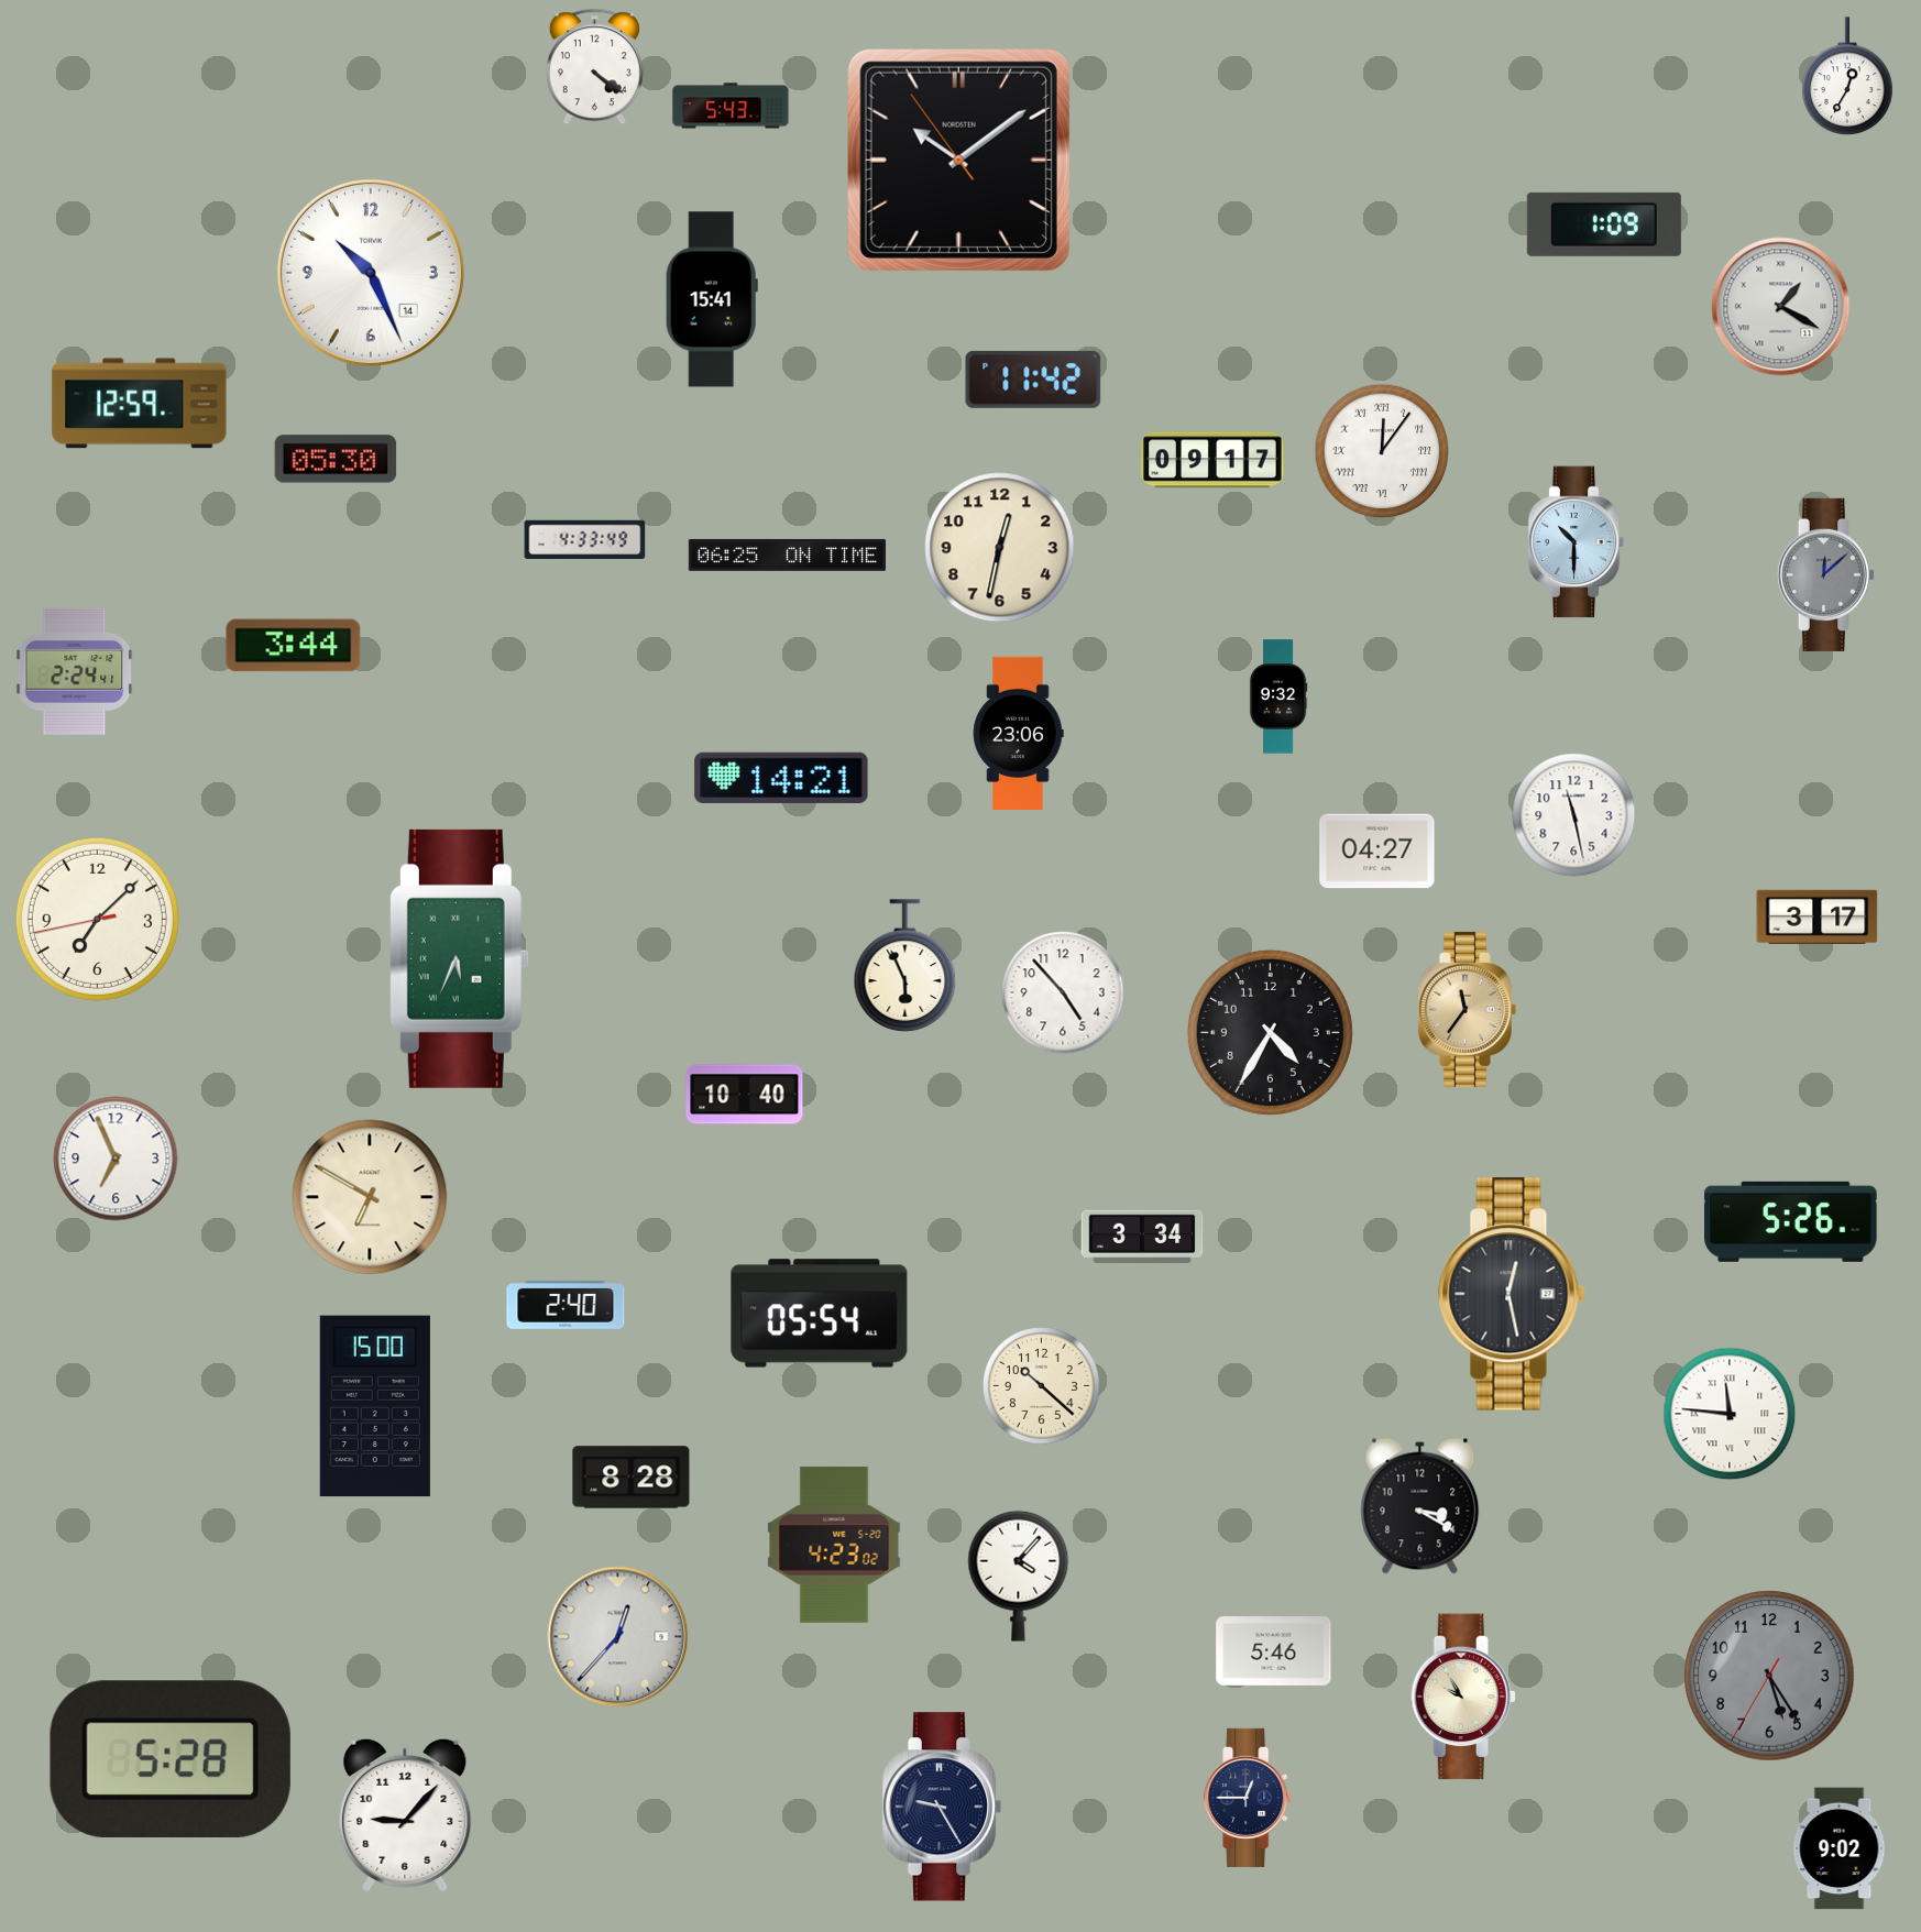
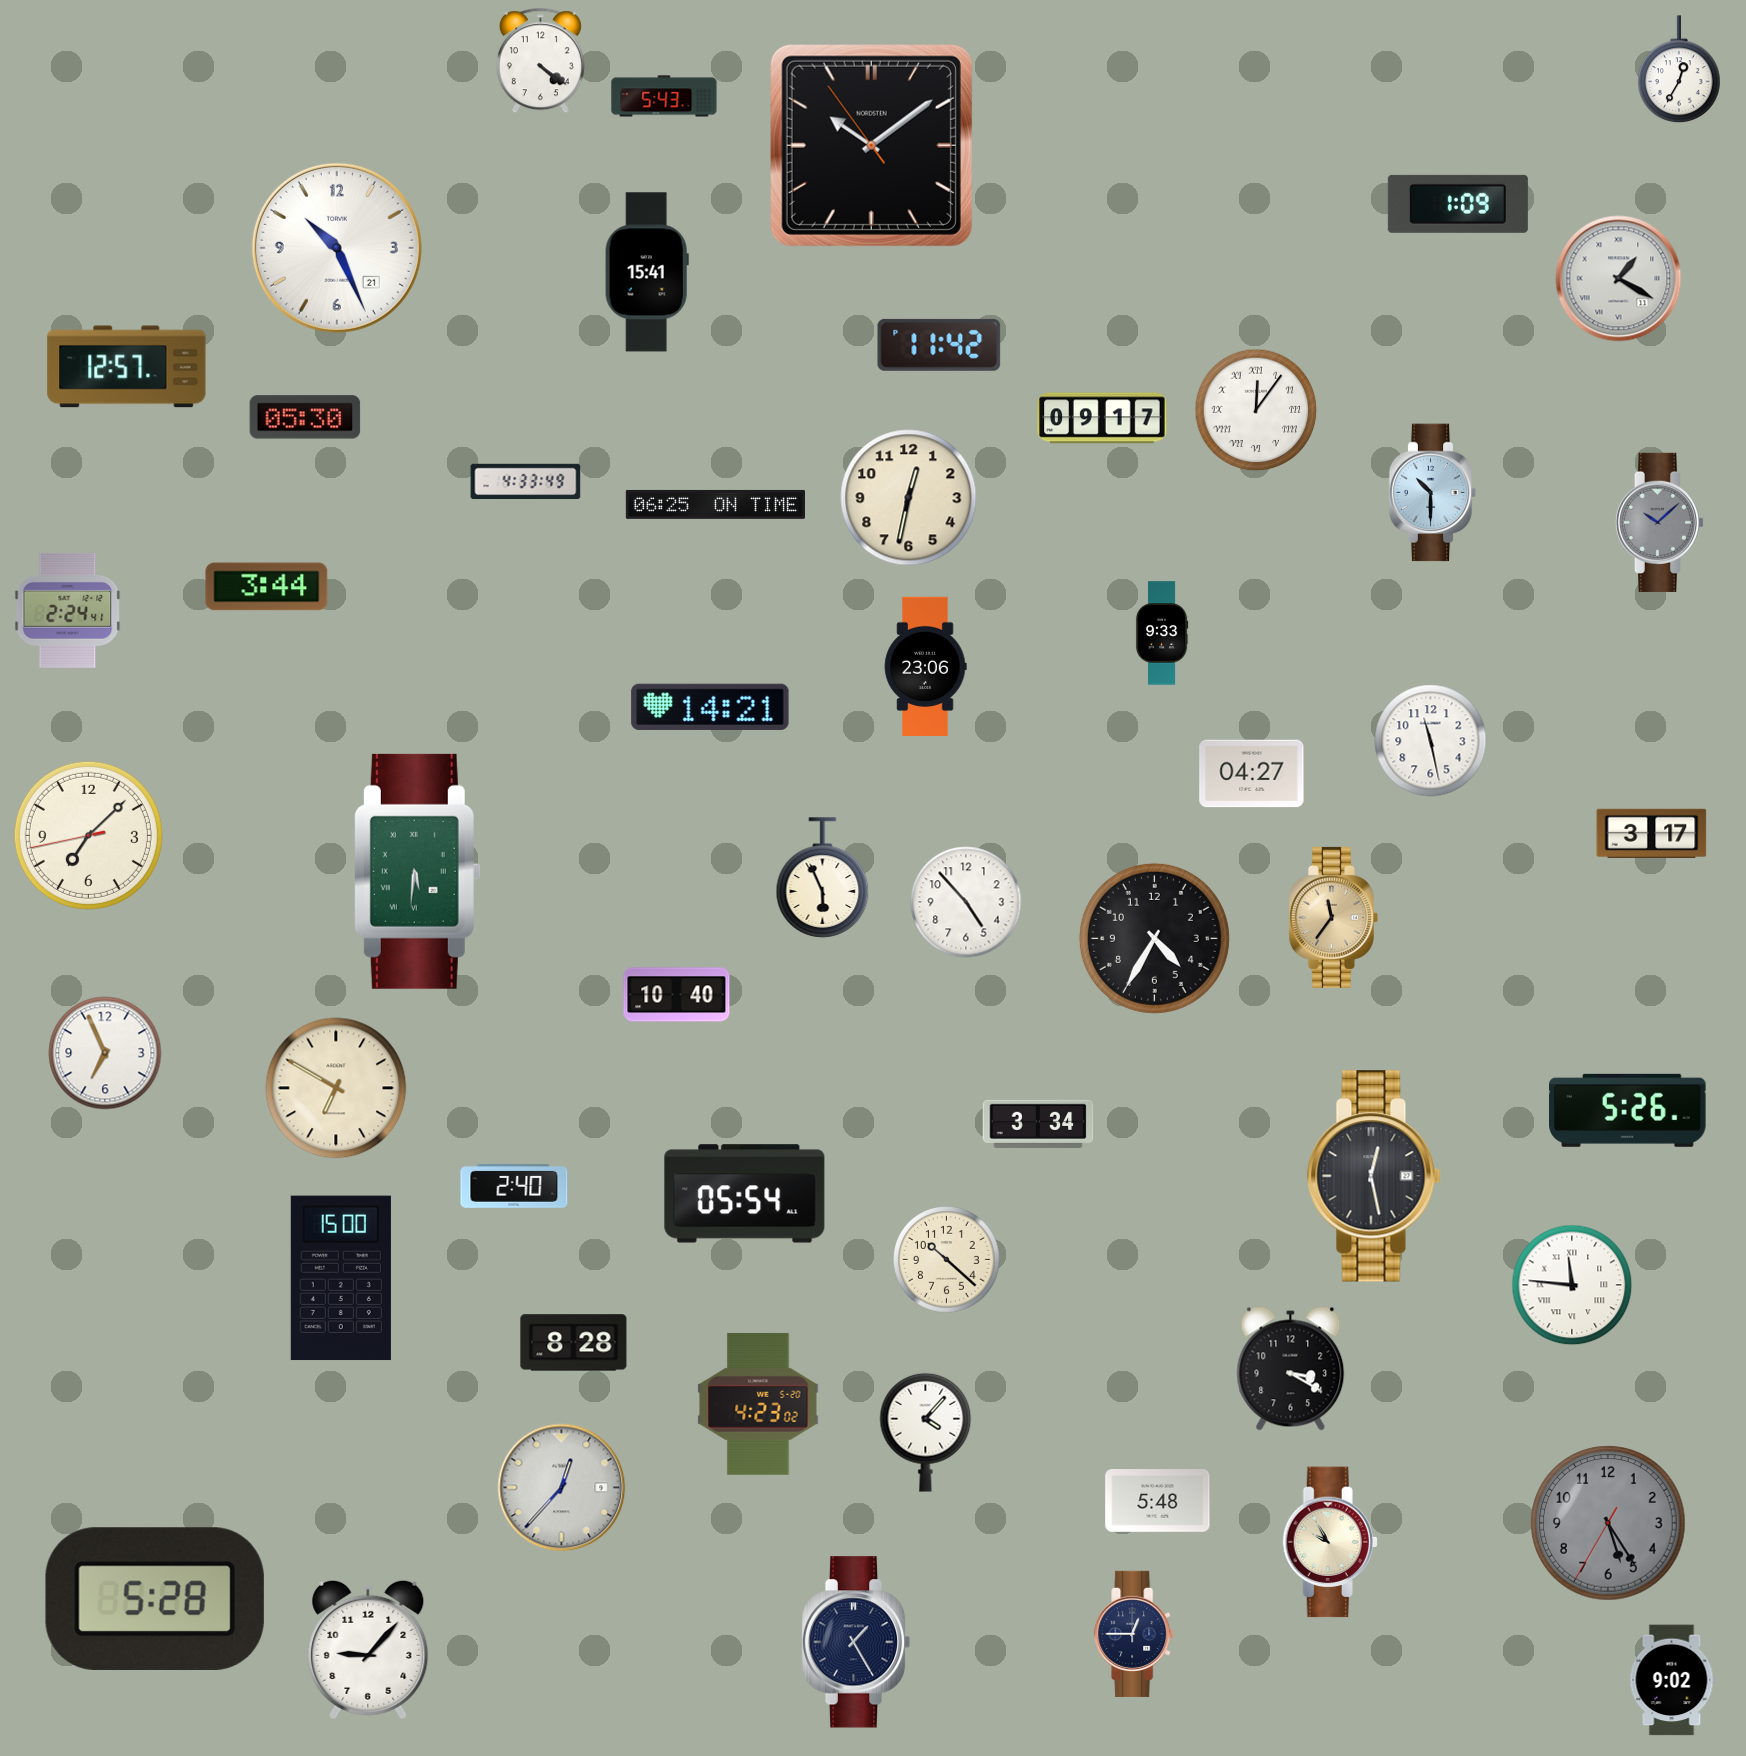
clock at (371, 273) date: 14 -> 21
clock at (140, 404): 12:59 -> 12:57
clock at (585, 540) position: (585, 540) -> (526, 482)
clock at (1826, 574): 12:08 -> 10:08
clock at (1278, 696): 9:32 -> 9:33
clock at (459, 958): 5:34 -> 5:31
clock at (1274, 1651): 5:46 -> 5:48
clock at (942, 1807): 9:25 -> 1:25
